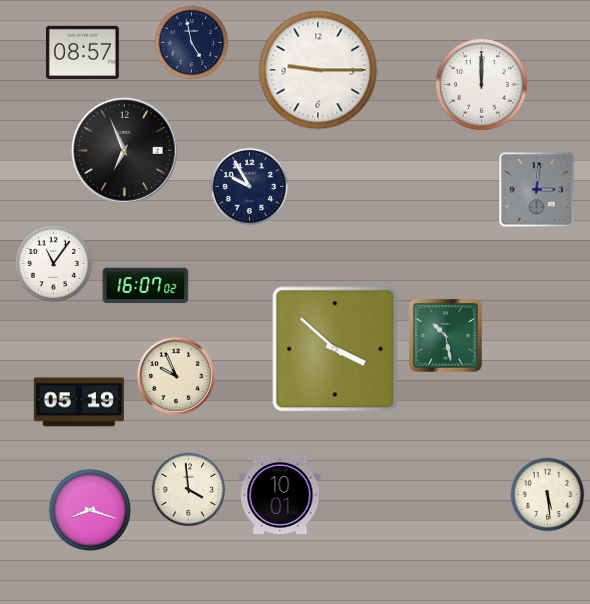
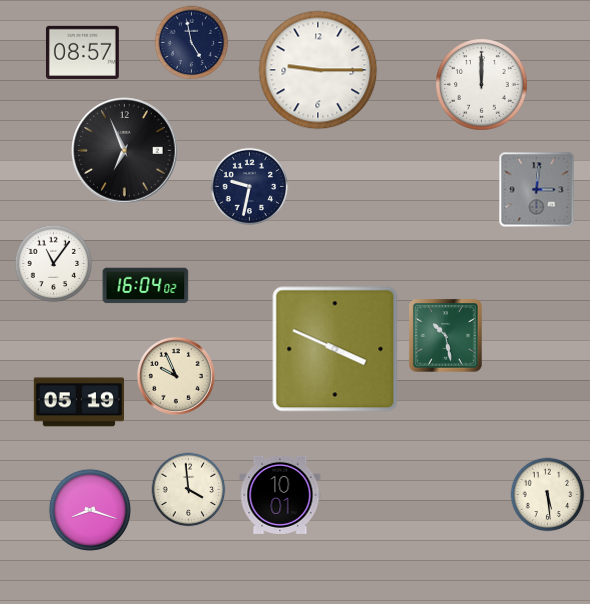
clock at (250, 187): 9:55 -> 9:32
clock at (146, 286): 16:07 -> 16:04
clock at (335, 349): 3:52 -> 3:49
